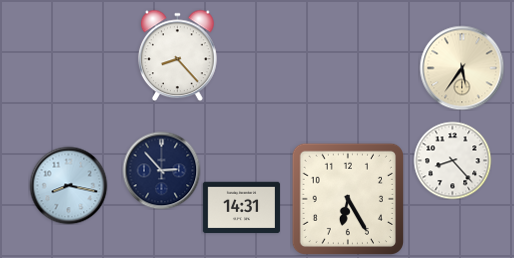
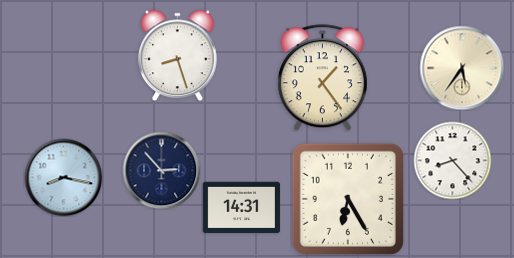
clock at (178, 55): 8:23 -> 8:27
clock at (322, 78): none -> 1:24
clock at (68, 185) position: (68, 185) -> (63, 177)
